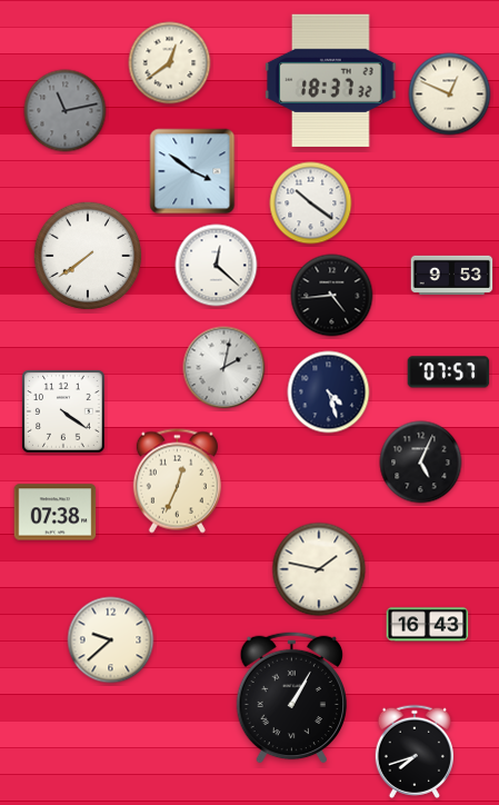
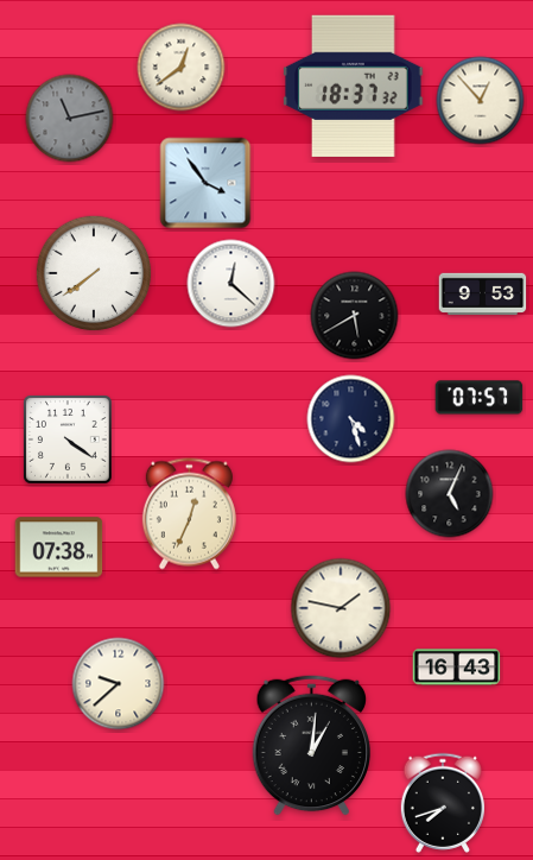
clock at (450, 95): 12:49 -> 12:53
clock at (192, 171): 3:51 -> 3:54
clock at (311, 203): 10:21 -> none
clock at (332, 296): 4:44 -> 5:40
clock at (224, 368): 2:02 -> none
clock at (292, 697): 1:05 -> 1:01
